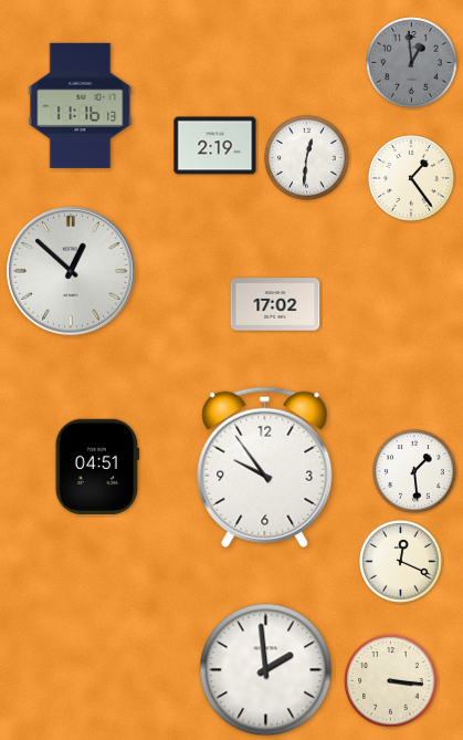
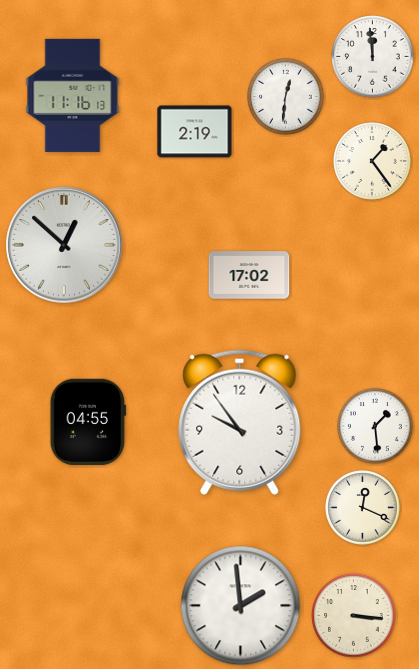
clock at (412, 63): 12:59 -> 11:59
clock at (412, 63) dial: grey -> white
clock at (307, 158) position: (307, 158) -> (286, 97)
clock at (97, 466): 04:51 -> 04:55
